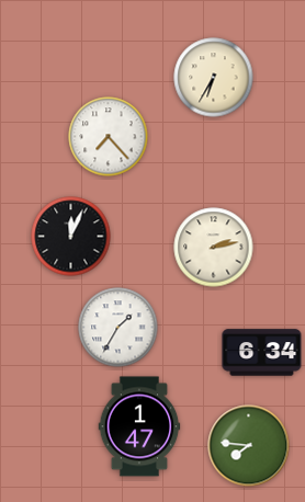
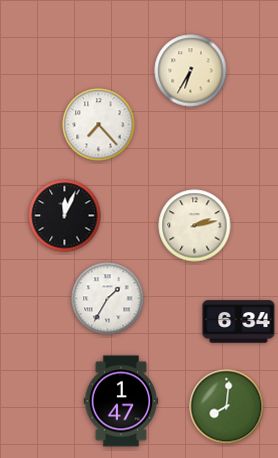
clock at (214, 78) position: (214, 78) -> (191, 71)
clock at (139, 426) position: (139, 426) -> (121, 401)
clock at (249, 446): 7:46 -> 8:01
